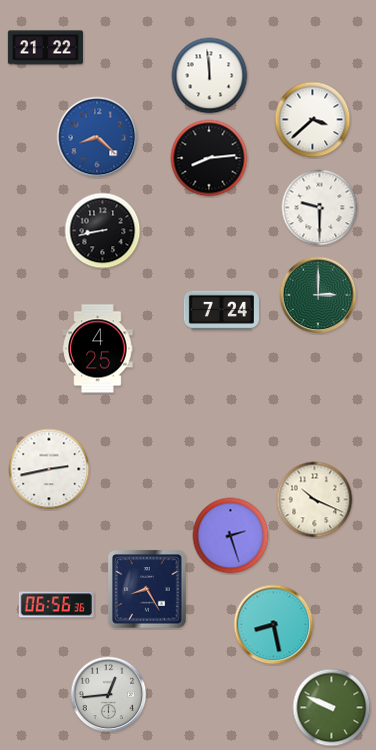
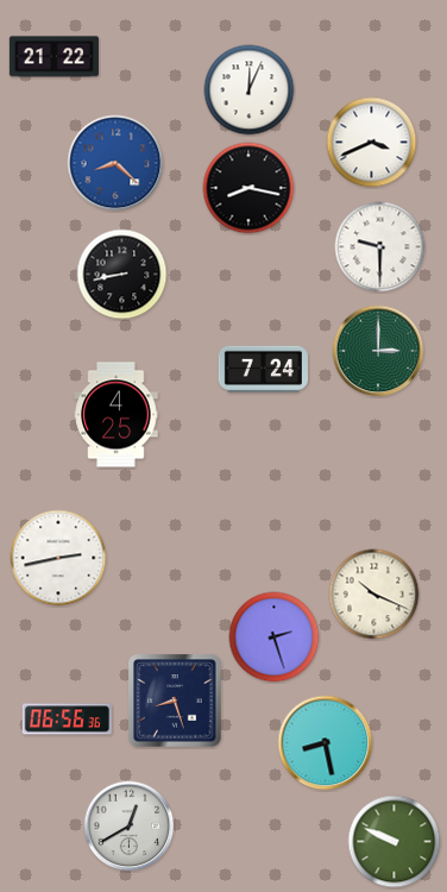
clock at (210, 76): 11:59 -> 12:04
clock at (313, 120): 3:38 -> 3:41
clock at (209, 158): 8:14 -> 8:17
clock at (147, 589): 8:25 -> 8:27
clock at (109, 695): 12:44 -> 12:40
